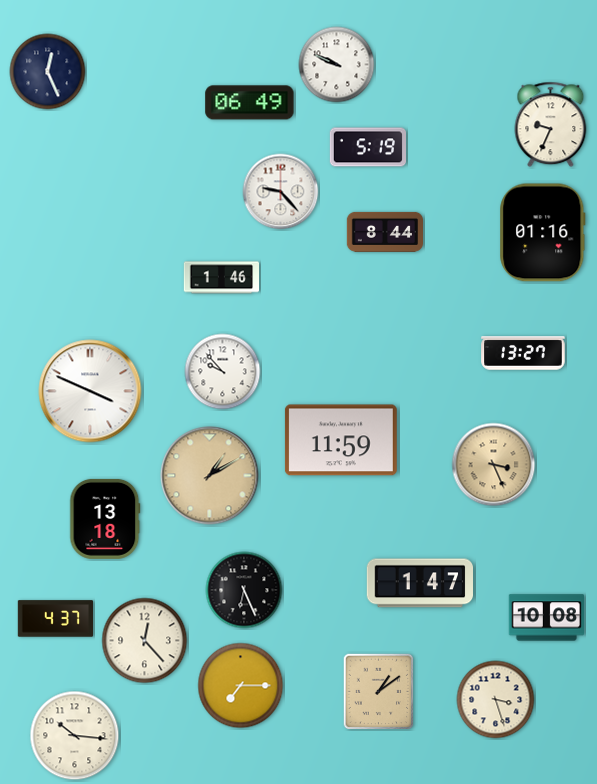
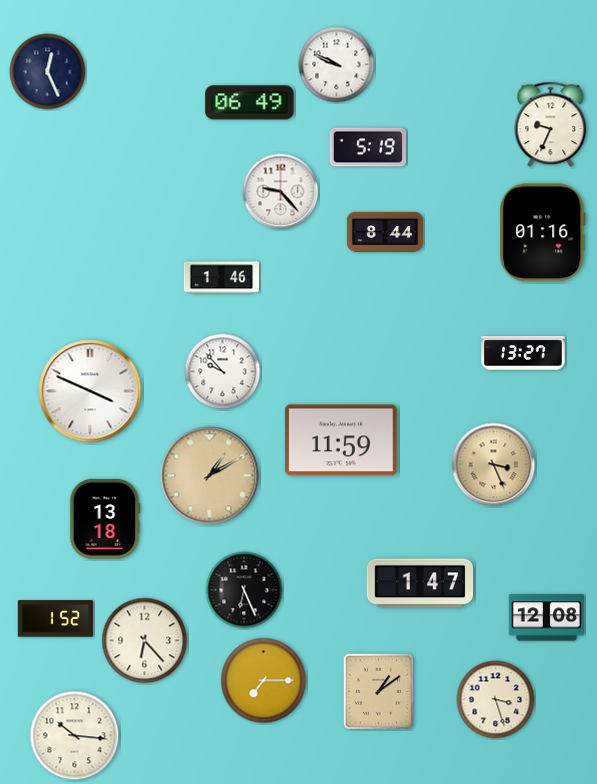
clock at (546, 618): 10:08 -> 12:08
clock at (56, 619): 4:37 -> 1:52
clock at (145, 641): 12:23 -> 6:23
clock at (241, 686) position: (241, 686) -> (264, 681)
